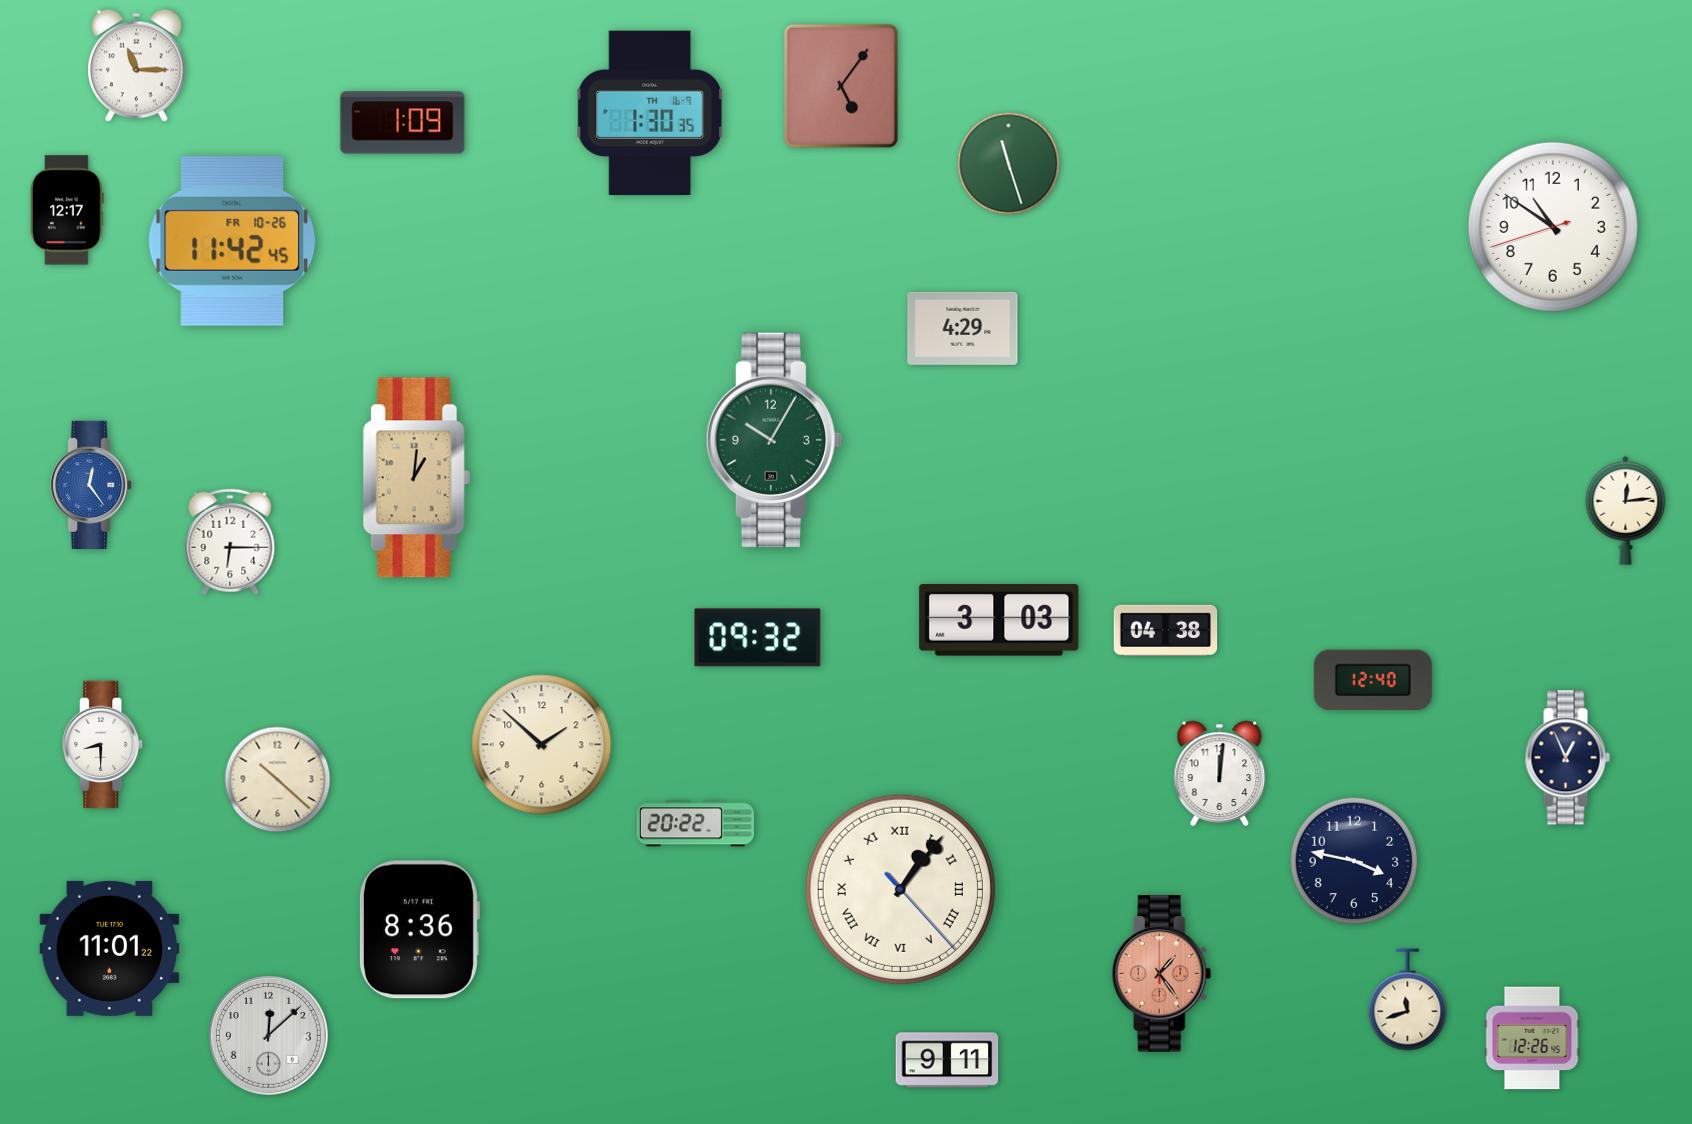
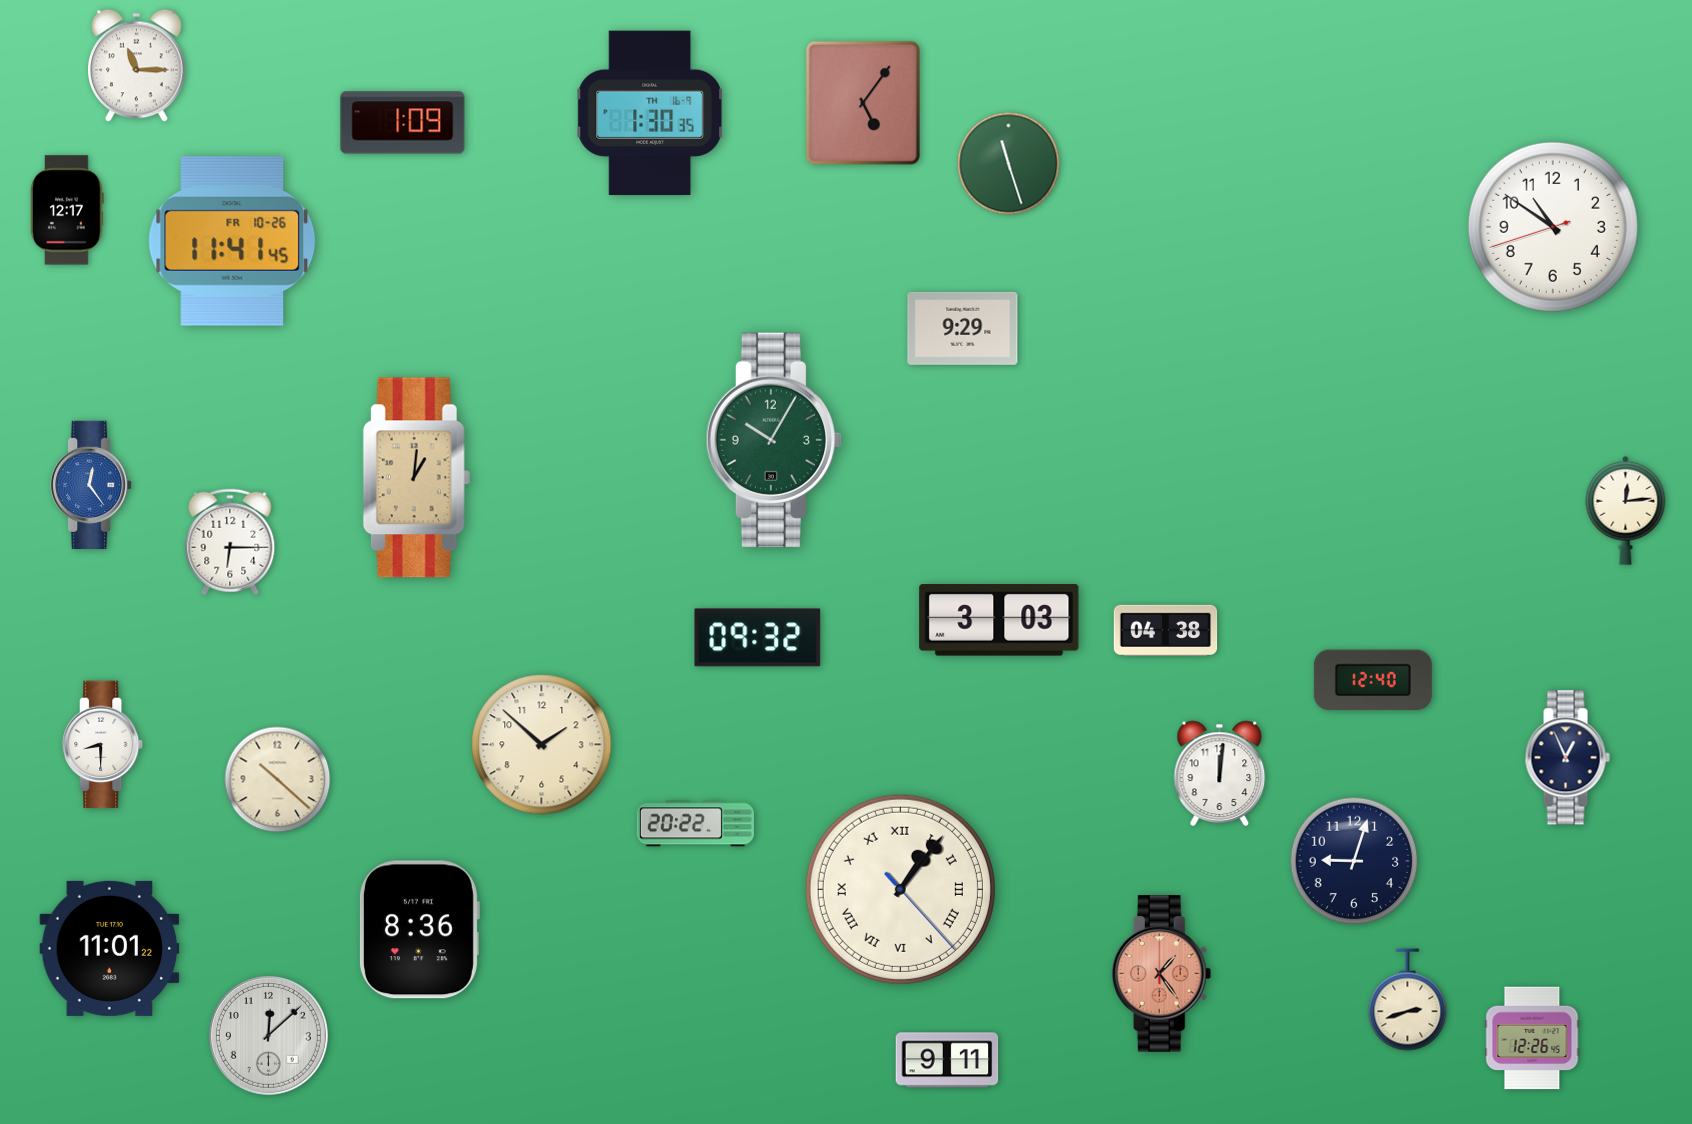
clock at (841, 86) position: (841, 86) -> (863, 103)
clock at (232, 242): 11:42 -> 11:41
clock at (963, 328): 4:29 -> 9:29
clock at (1354, 861): 3:47 -> 9:03
clock at (1408, 1000): 11:42 -> 2:42
